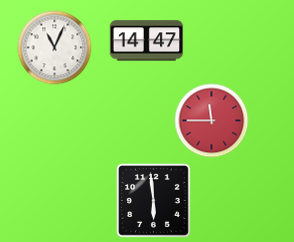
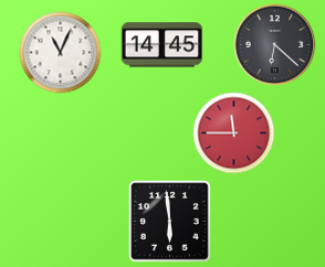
clock at (147, 41): 14:47 -> 14:45
clock at (275, 45): none -> 6:22
